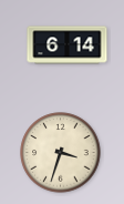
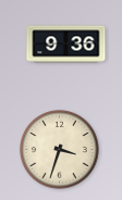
clock at (68, 45): 6:14 -> 9:36
